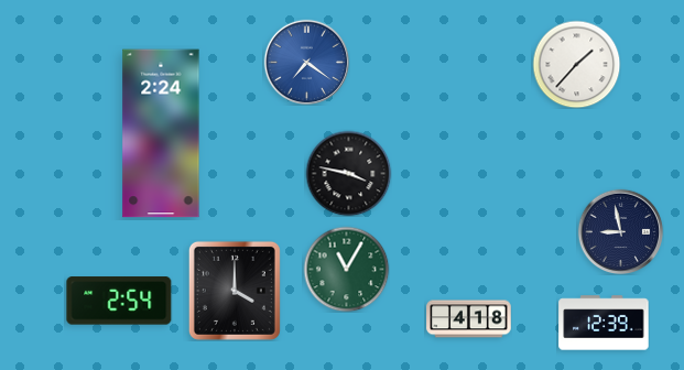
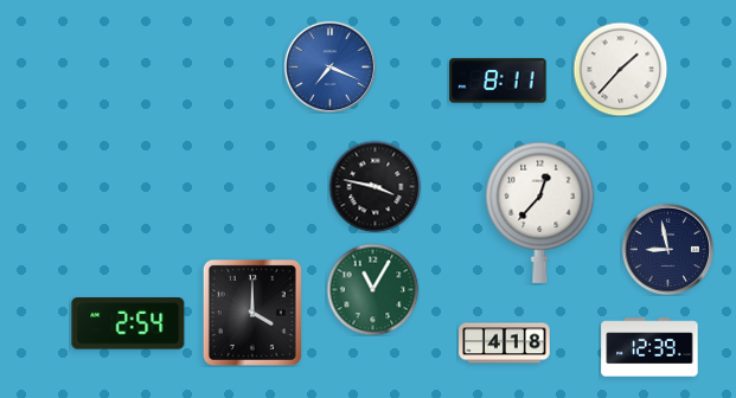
clock at (306, 62): 7:21 -> 7:19
clock at (498, 81): none -> 8:11
clock at (161, 133): 2:24 -> none
clock at (540, 212): none -> 12:37
